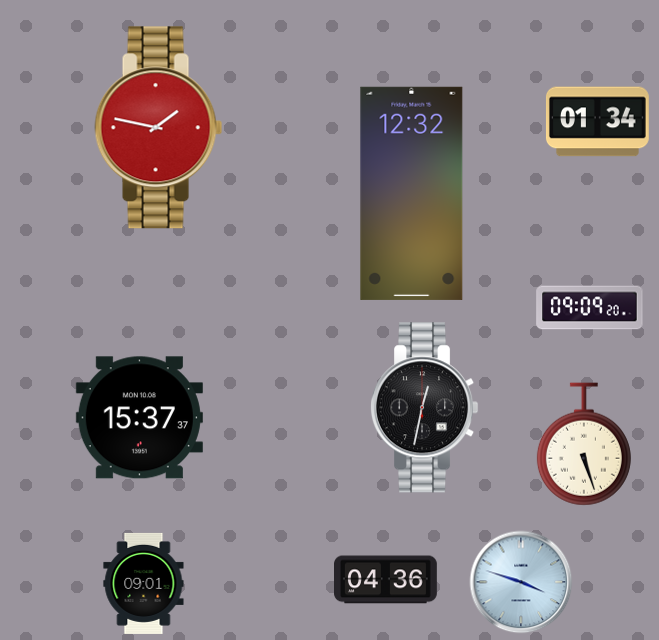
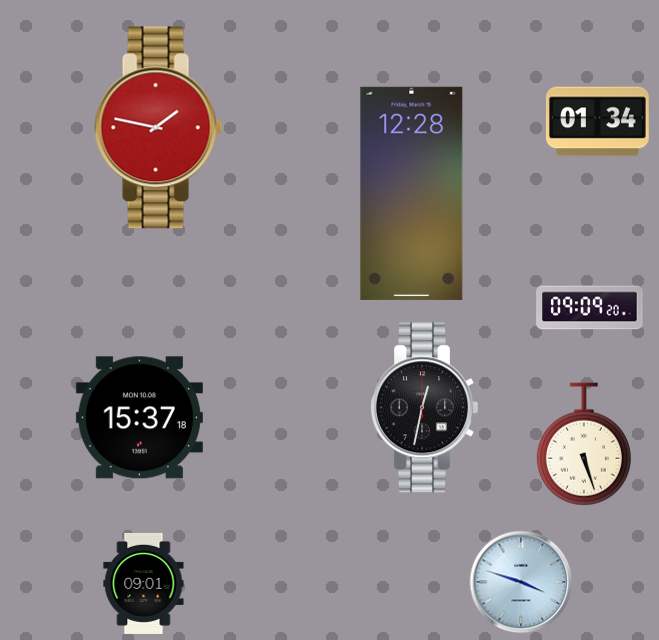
clock at (412, 193): 12:32 -> 12:28
clock at (139, 418): 15:37:37 -> 15:37:18
clock at (386, 580): 04:36 -> none
